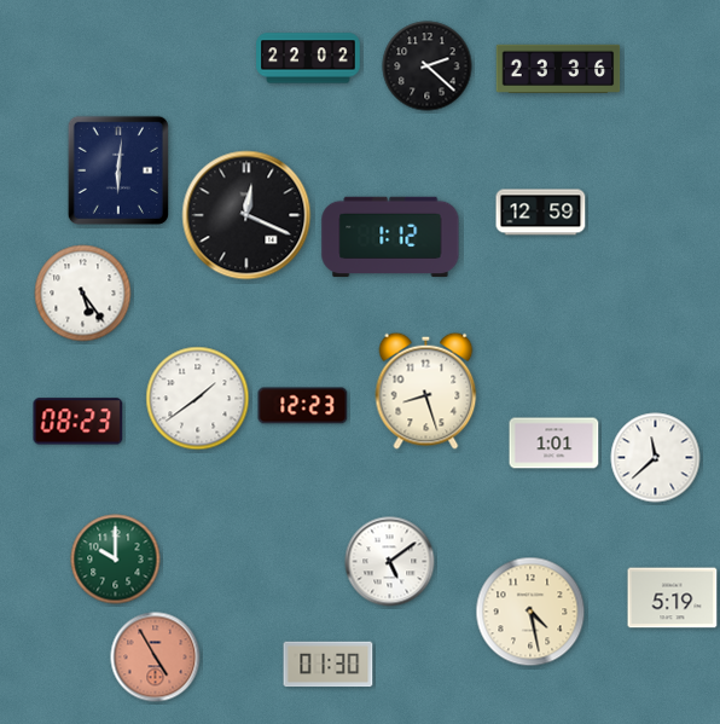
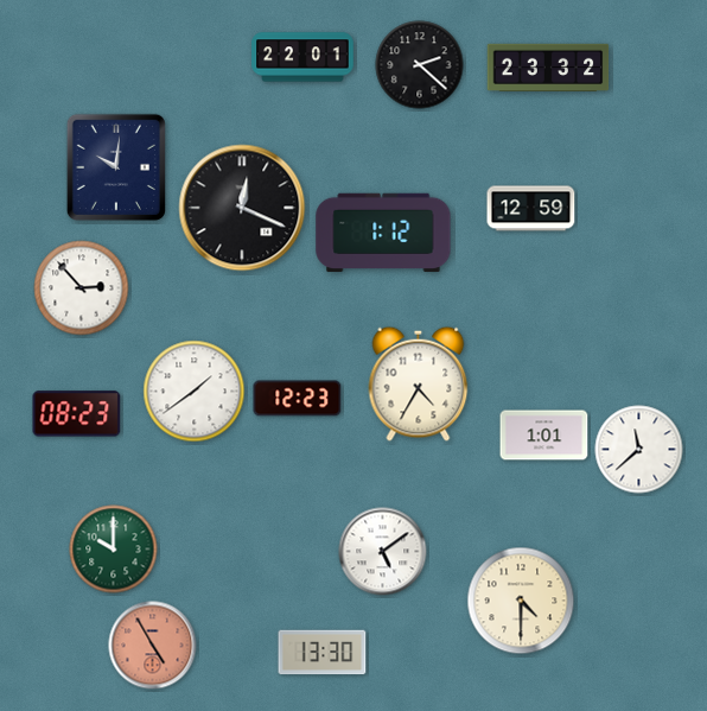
clock at (308, 58): 22:02 -> 22:01
clock at (558, 68): 23:36 -> 23:32
clock at (118, 170): 6:01 -> 10:01
clock at (246, 215) position: (246, 215) -> (242, 208)
clock at (83, 294): 5:24 -> 2:53
clock at (426, 390): 8:27 -> 4:35
clock at (656, 458) position: (656, 458) -> (639, 450)
clock at (673, 598): 5:19 -> none
clock at (530, 612): 4:28 -> 4:30
clock at (329, 665): 01:30 -> 13:30
